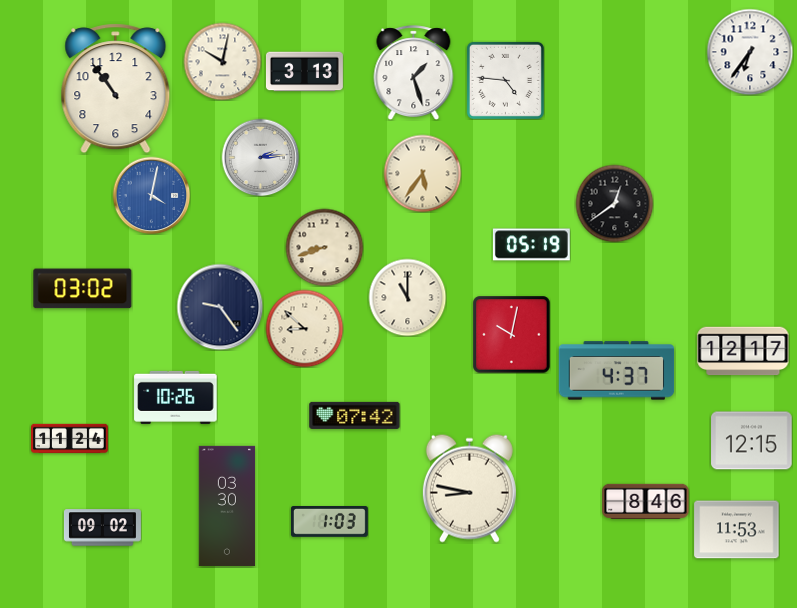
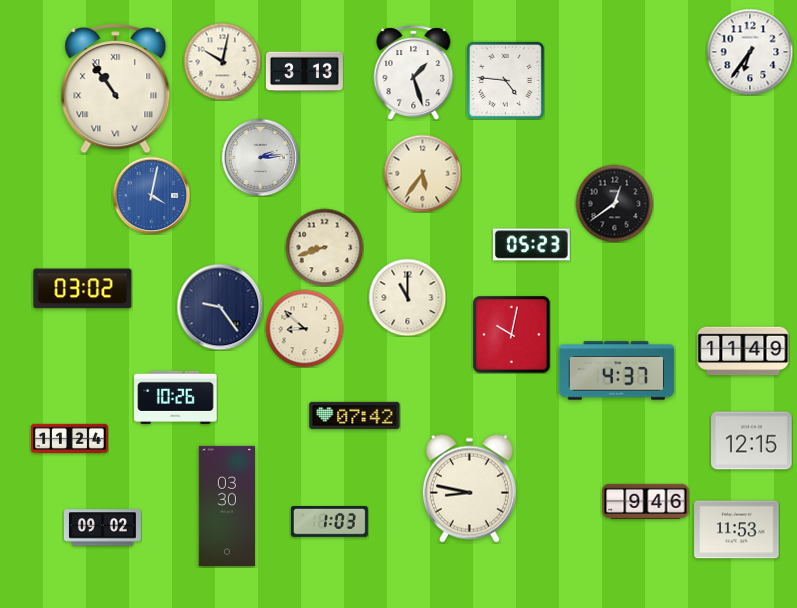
clock at (116, 89) numerals: Arabic -> Roman
clock at (531, 245): 05:19 -> 05:23
clock at (743, 351): 12:17 -> 11:49
clock at (646, 501): 8:46 -> 9:46
